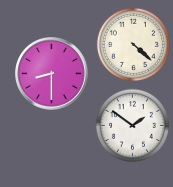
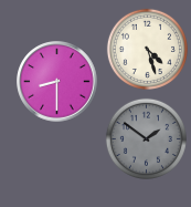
clock at (133, 44): 4:22 -> 4:27
clock at (132, 125) dial: white -> grey
